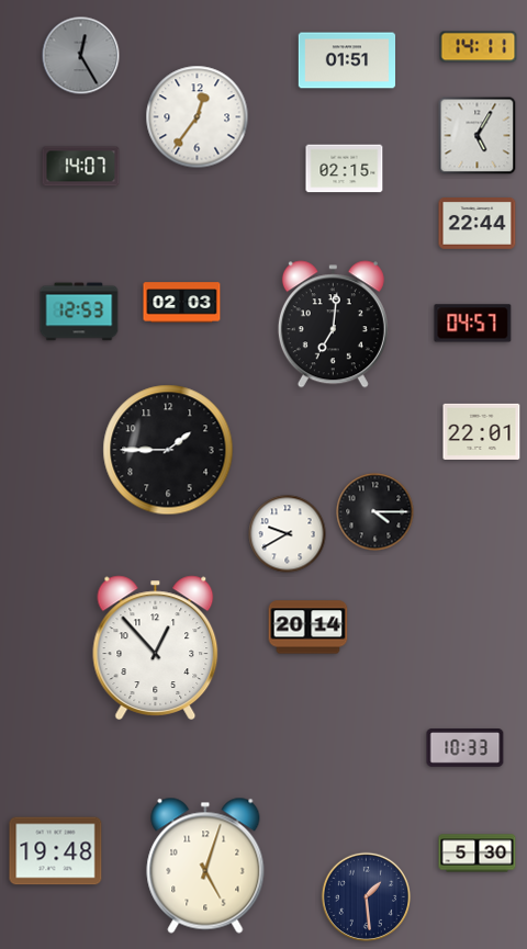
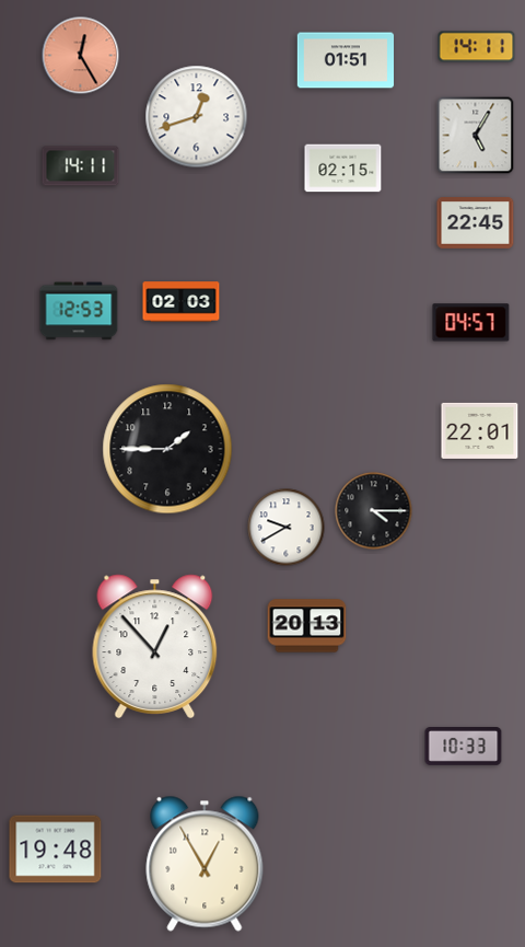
clock at (81, 56) dial: grey -> salmon
clock at (198, 117): 12:36 -> 12:42
clock at (81, 167): 14:07 -> 14:11
clock at (478, 224): 22:44 -> 22:45
clock at (333, 325): 7:01 -> none
clock at (288, 534) position: (288, 534) -> (287, 528)
clock at (309, 628): 20:14 -> 20:13
clock at (478, 854): 5:30 -> none
clock at (205, 866): 5:03 -> 12:55
clock at (366, 896): 1:29 -> none
